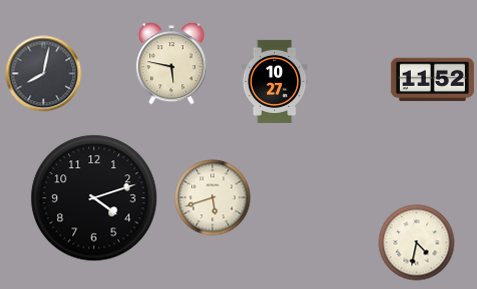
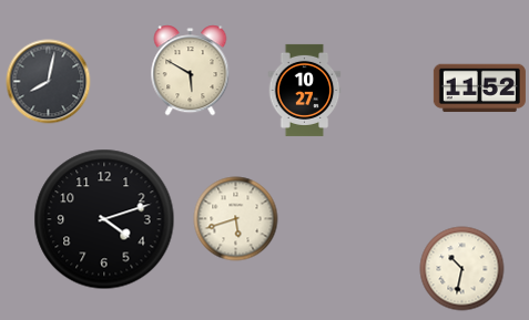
clock at (172, 64): 5:47 -> 5:50
clock at (417, 243): 4:32 -> 10:32
